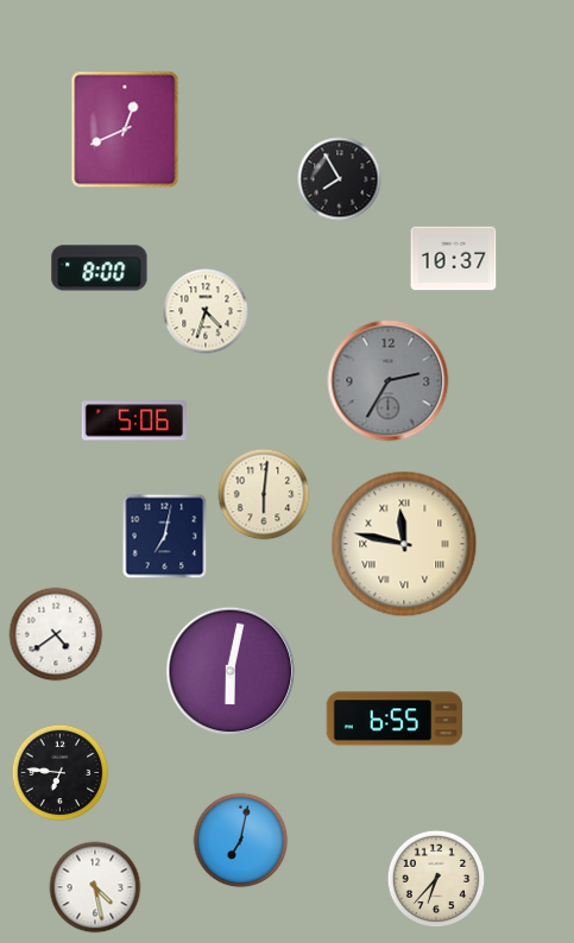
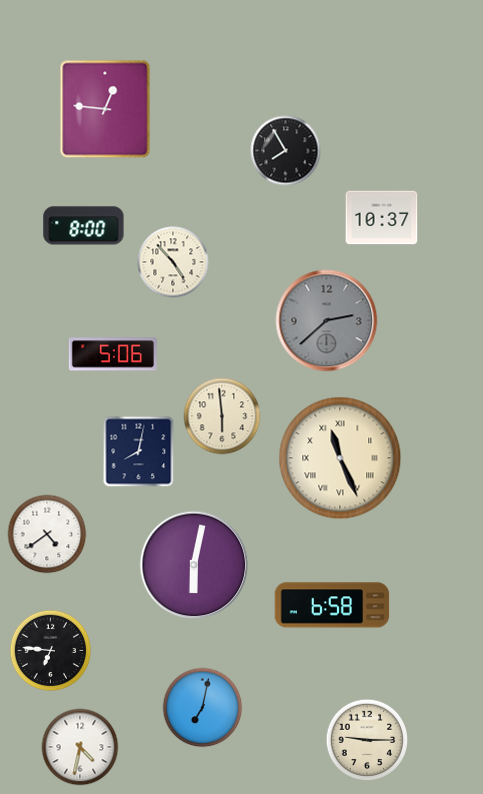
clock at (125, 129): 12:41 -> 12:46
clock at (206, 311): 4:33 -> 4:53
clock at (389, 381): 2:35 -> 2:38
clock at (264, 494): 6:01 -> 5:59
clock at (165, 537): 7:02 -> 8:02
clock at (404, 544): 11:47 -> 11:26
clock at (395, 719): 6:55 -> 6:58
clock at (436, 879): 6:37 -> 9:15
clock at (95, 887): 4:28 -> 4:32
